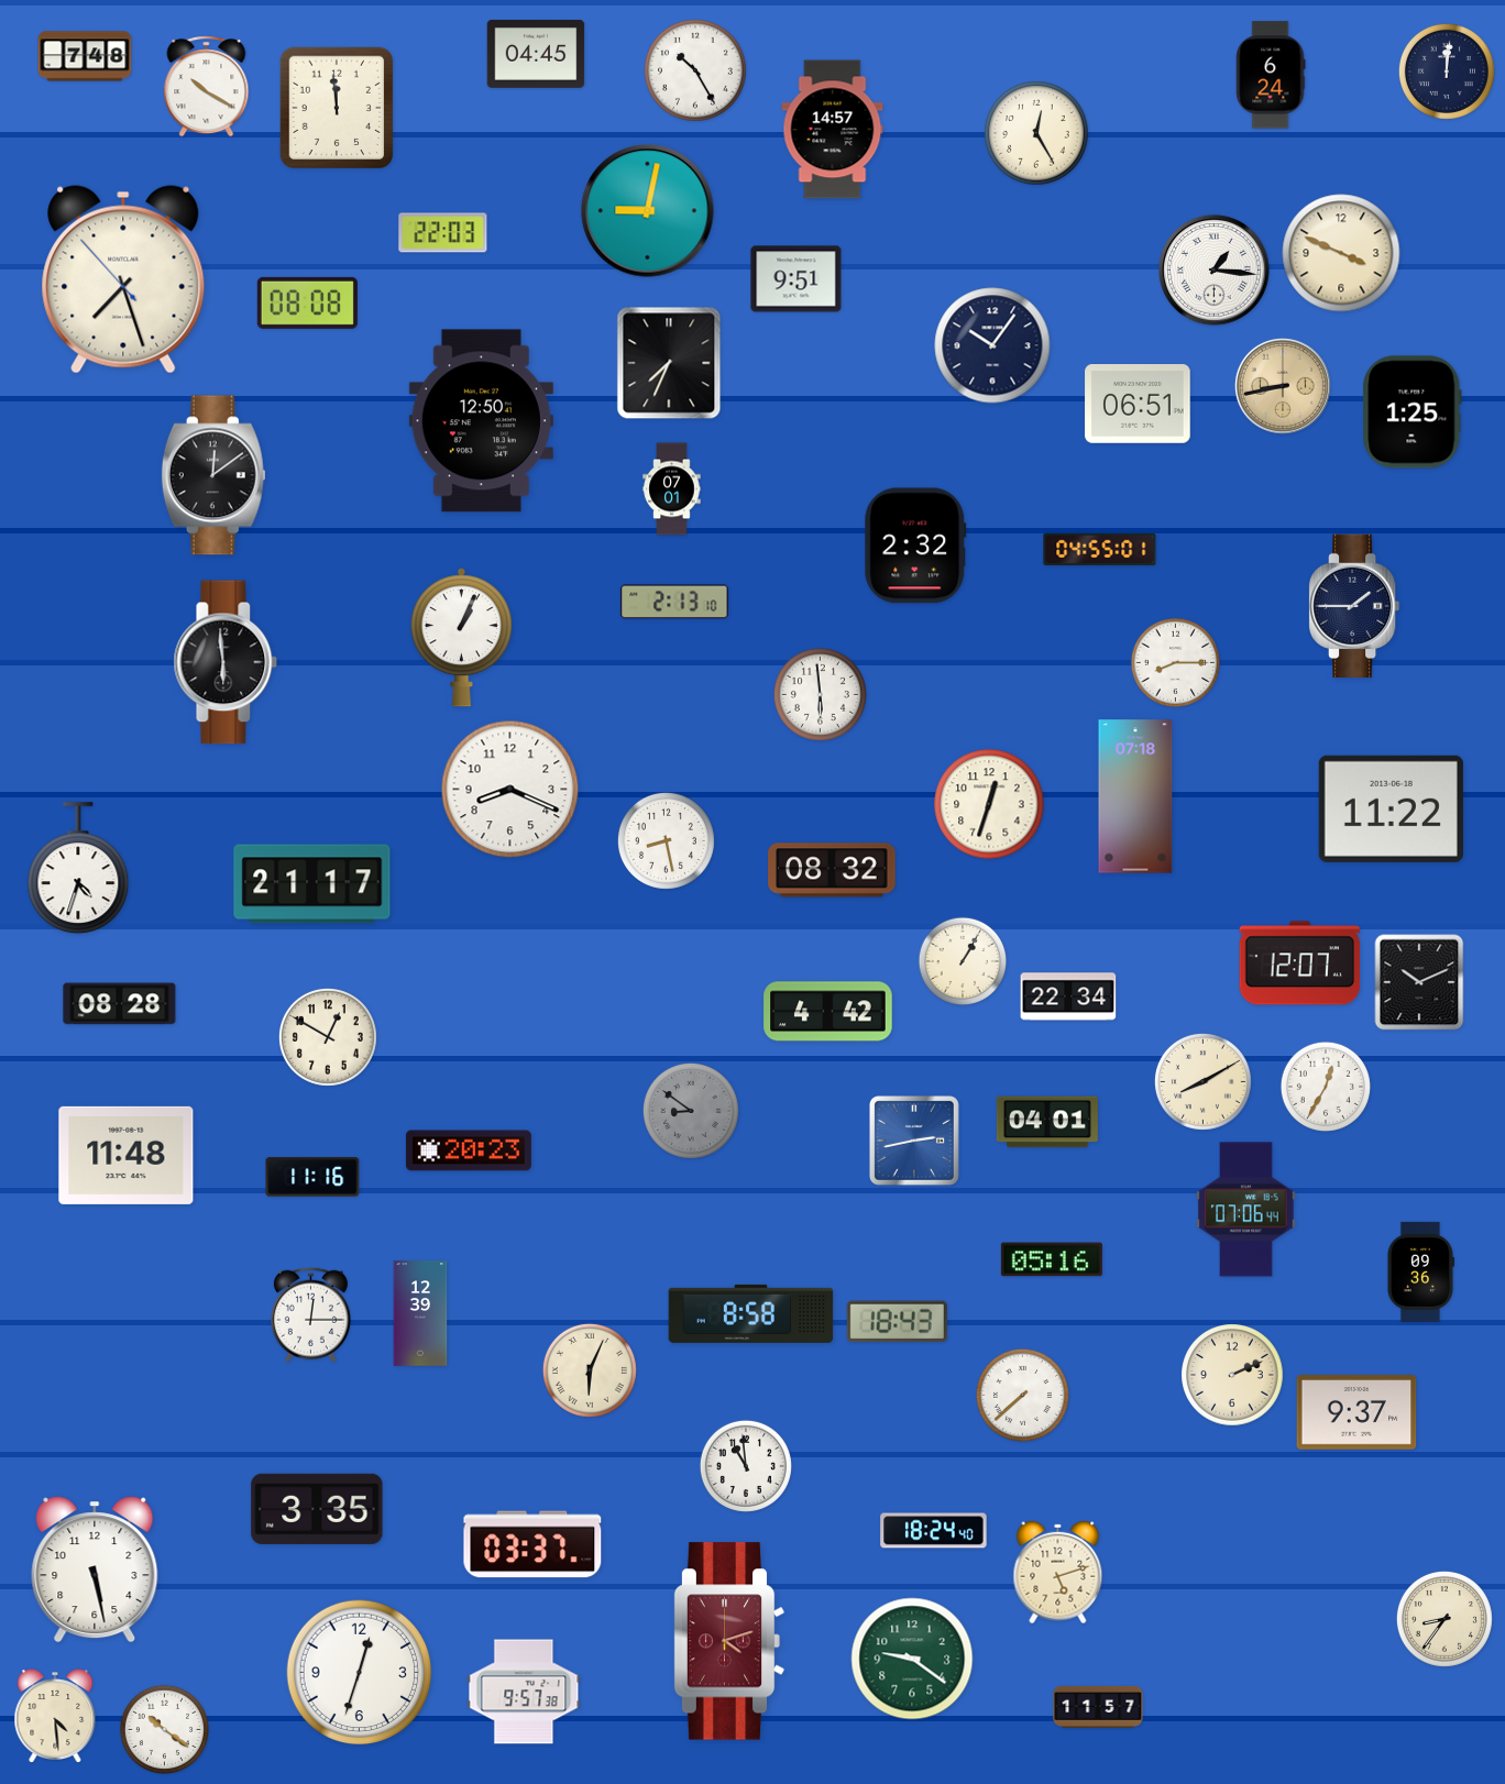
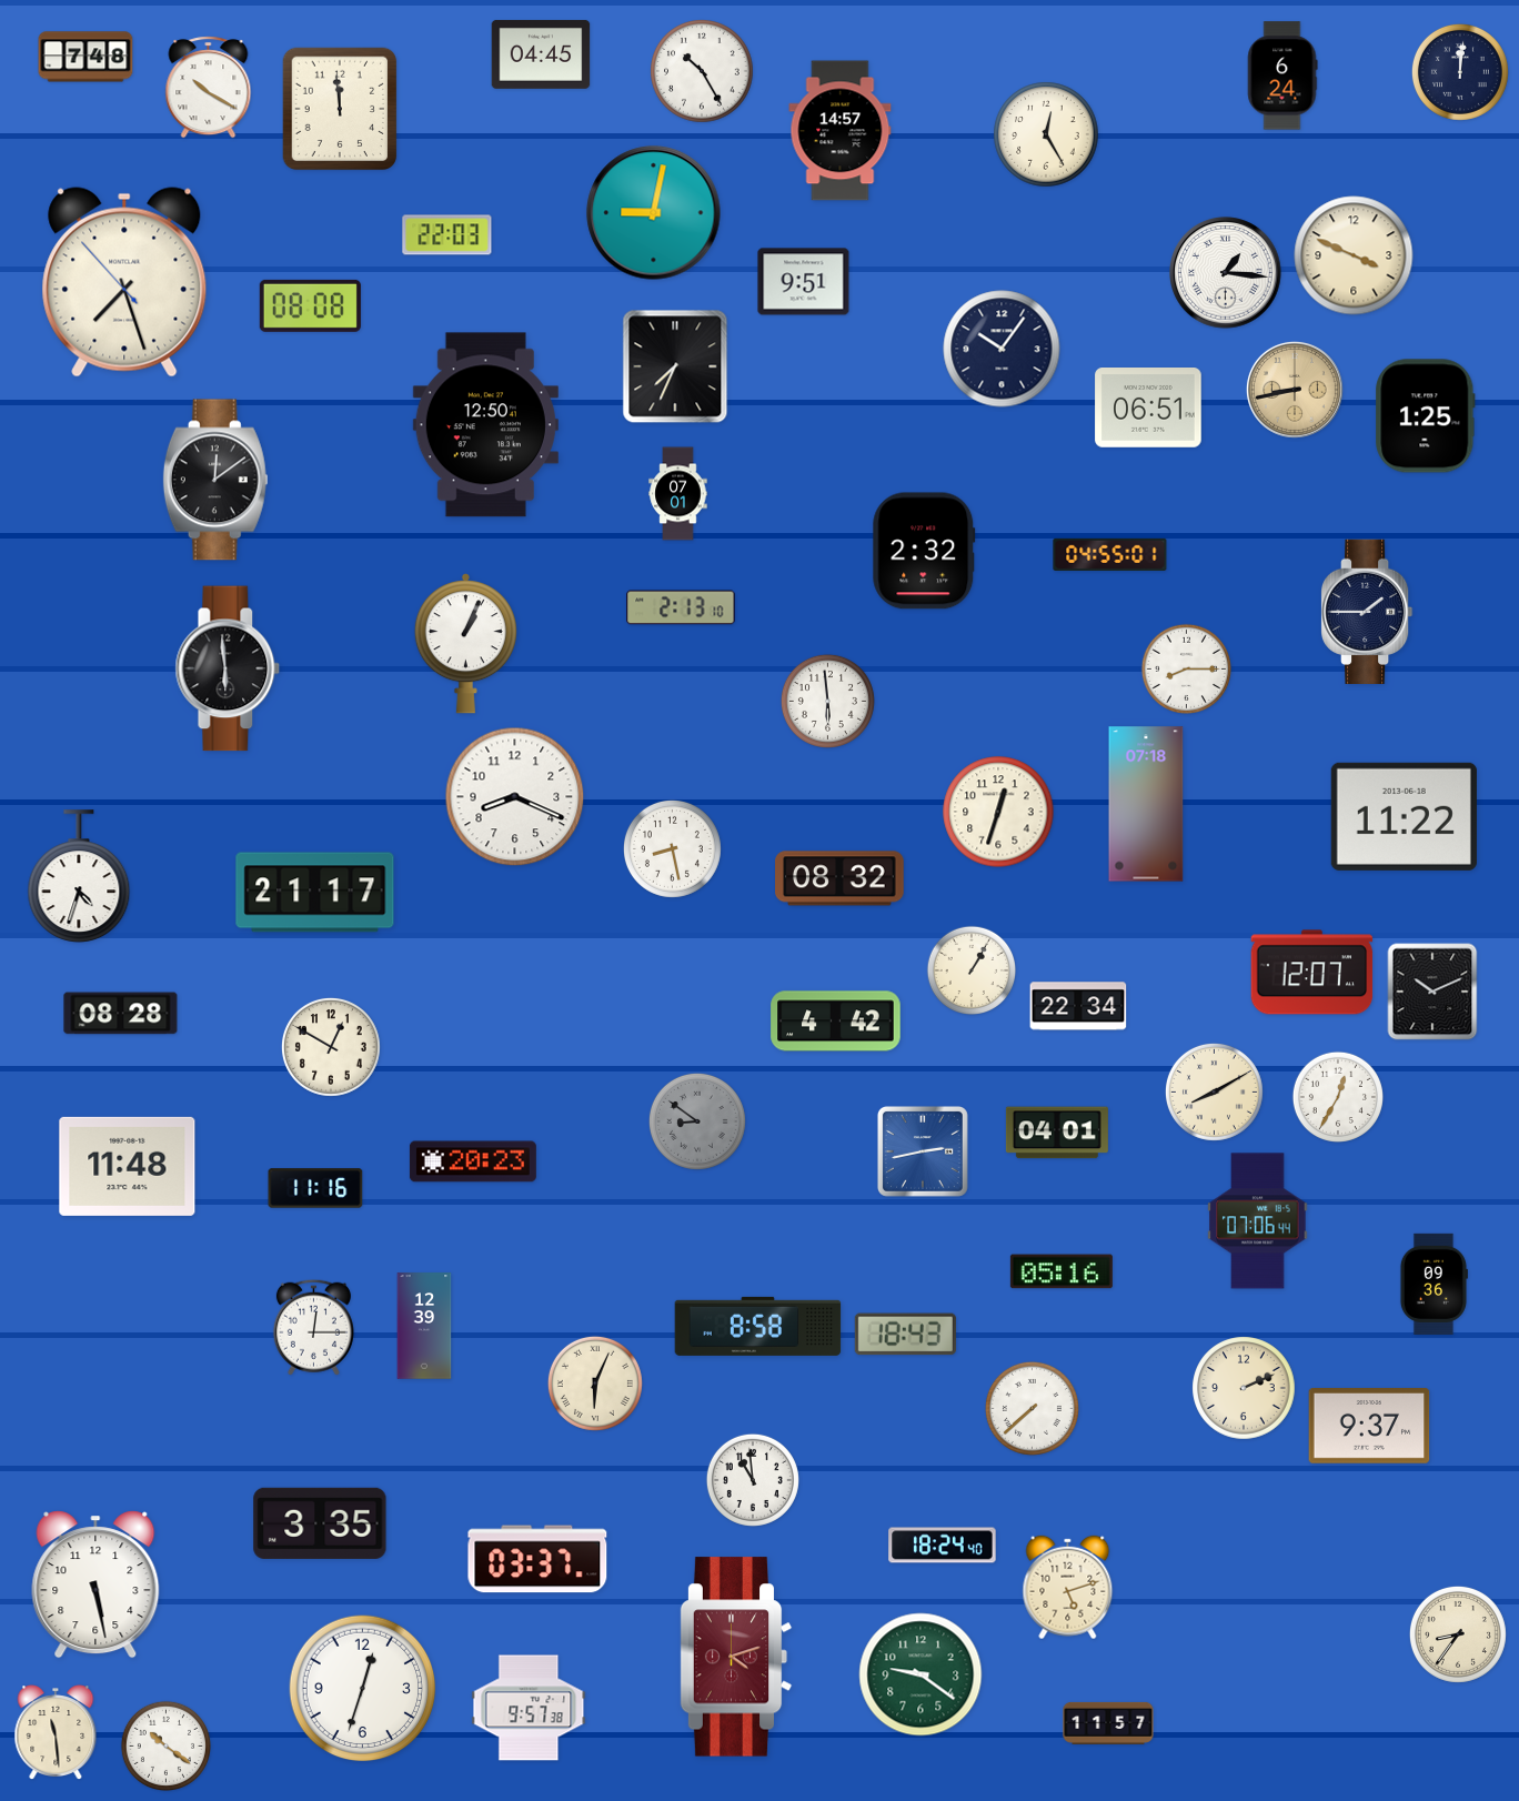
clock at (55, 1716): 4:29 -> 11:29
